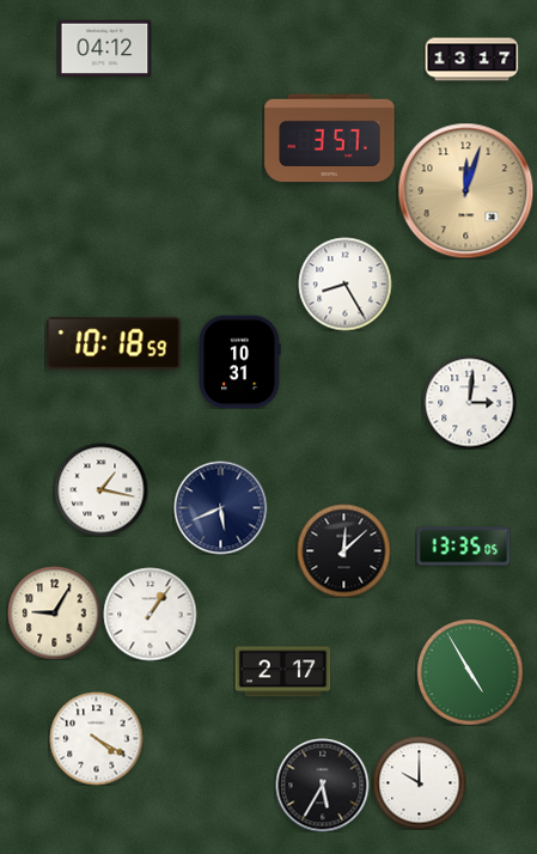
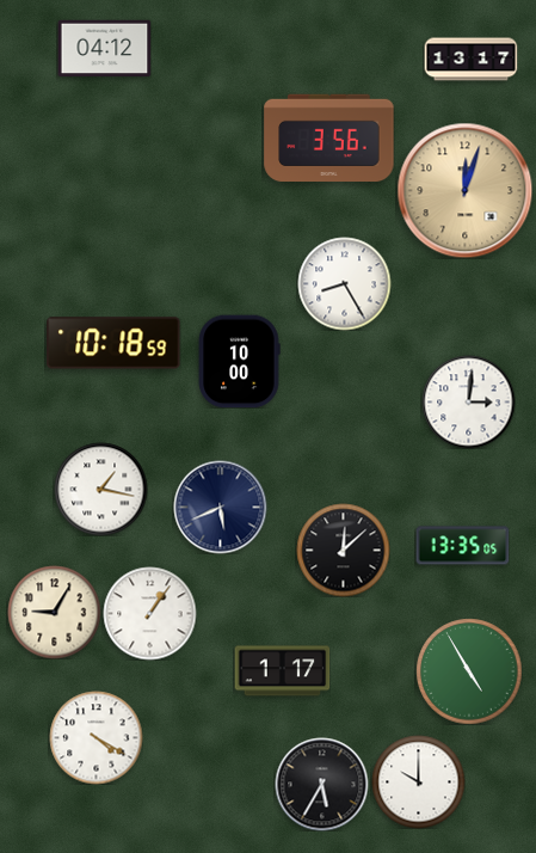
clock at (330, 139): 3:57 -> 3:56
clock at (239, 361): 10:31 -> 10:00
clock at (282, 672): 2:17 -> 1:17
